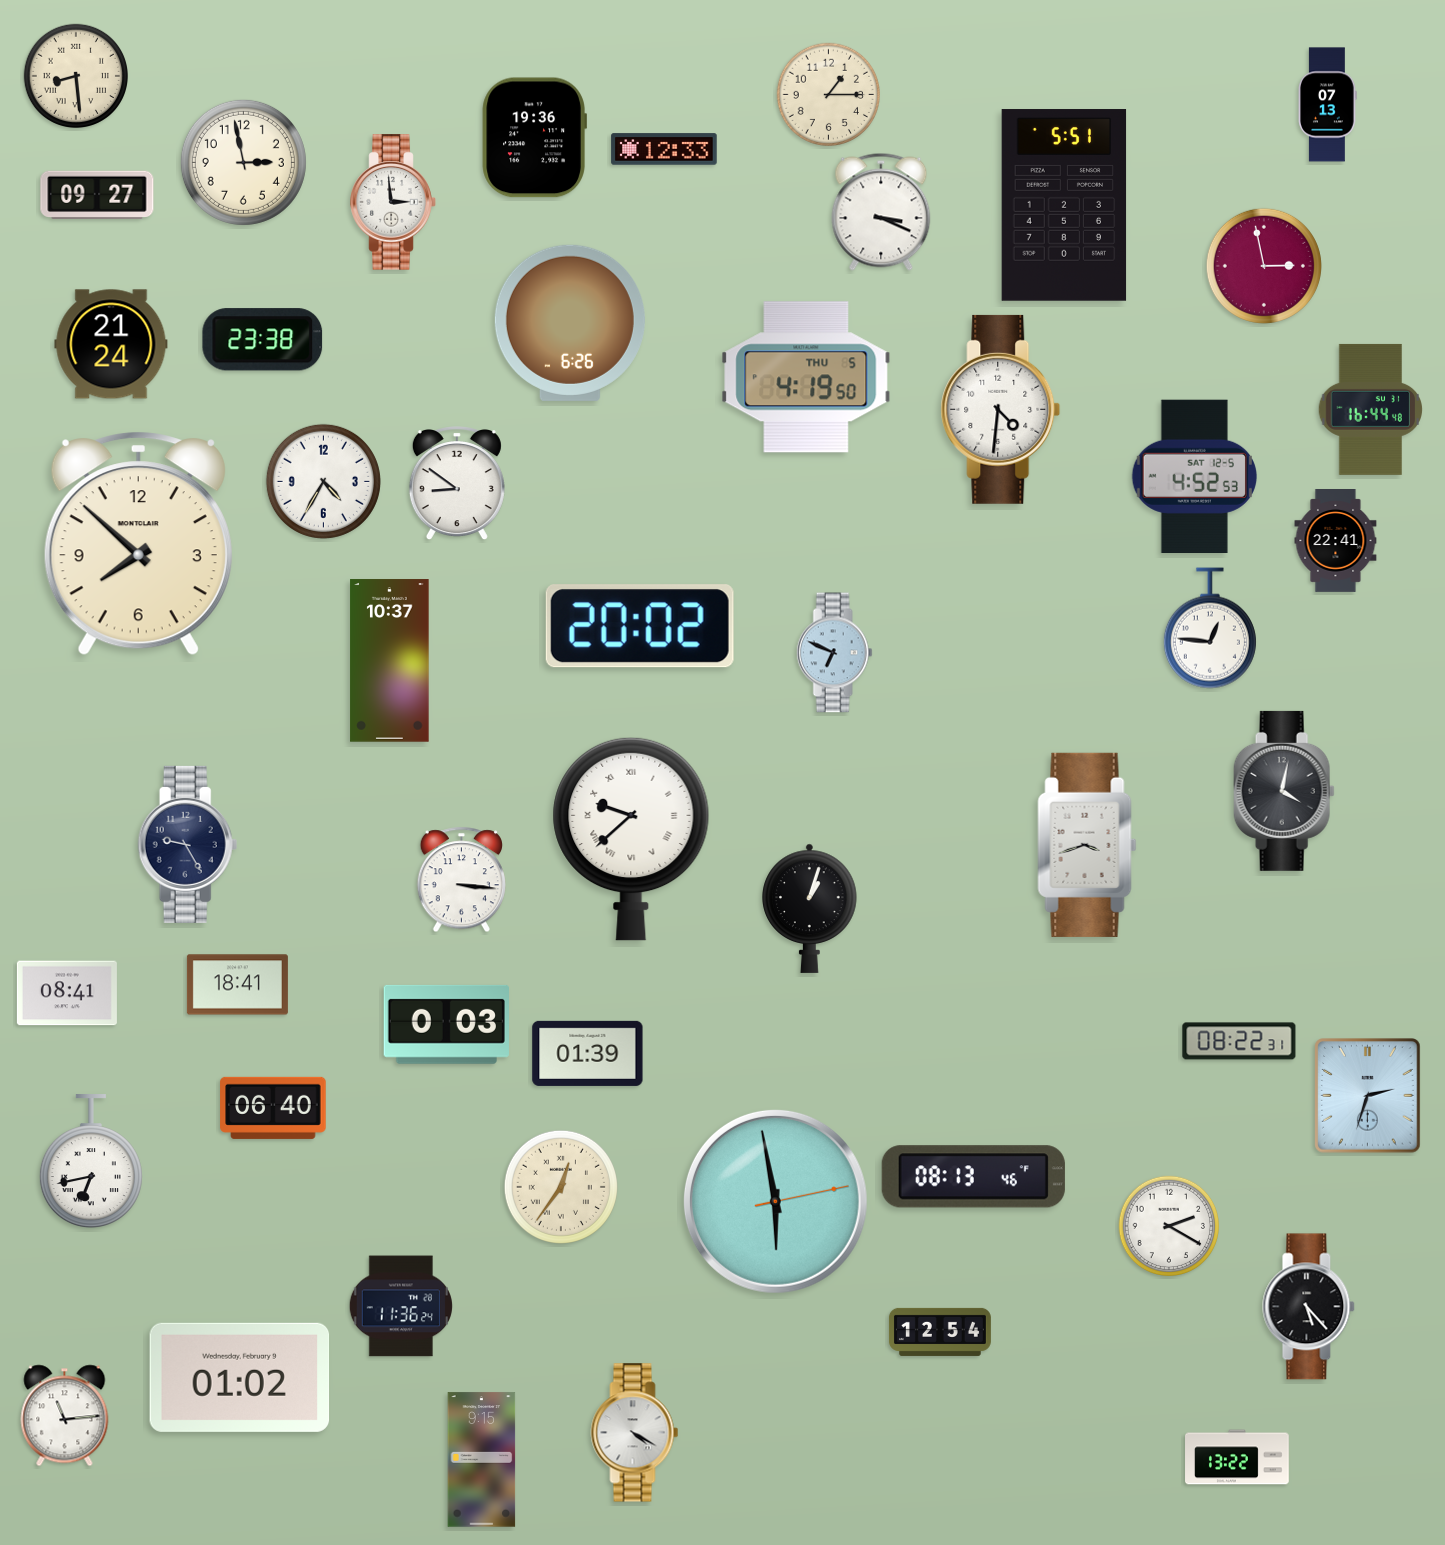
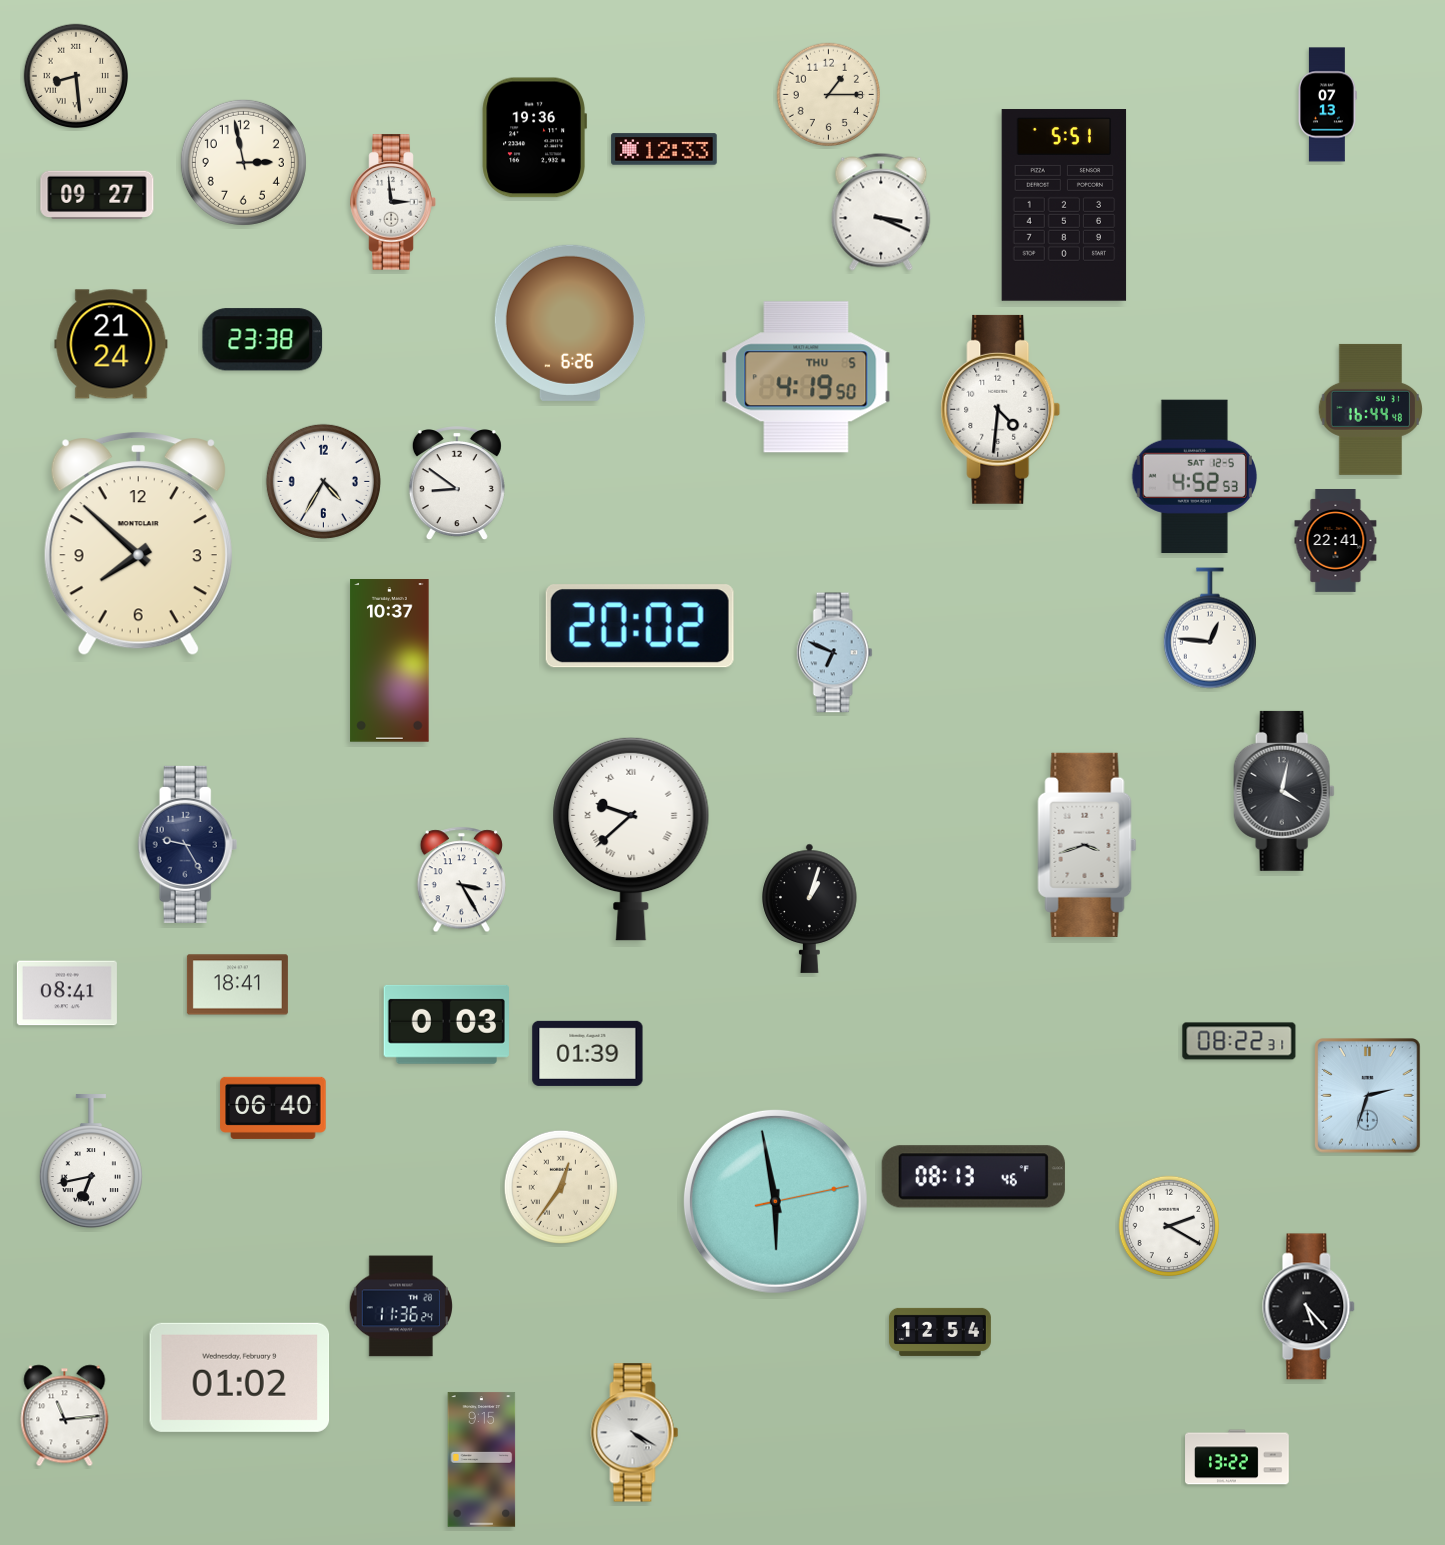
clock at (1264, 266): 2:58 -> none
clock at (461, 880): 3:16 -> 3:25
